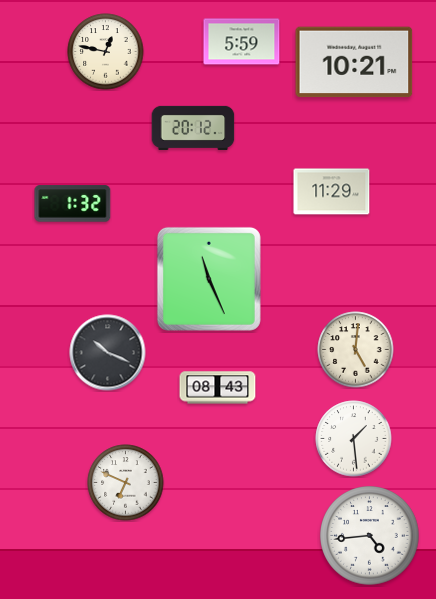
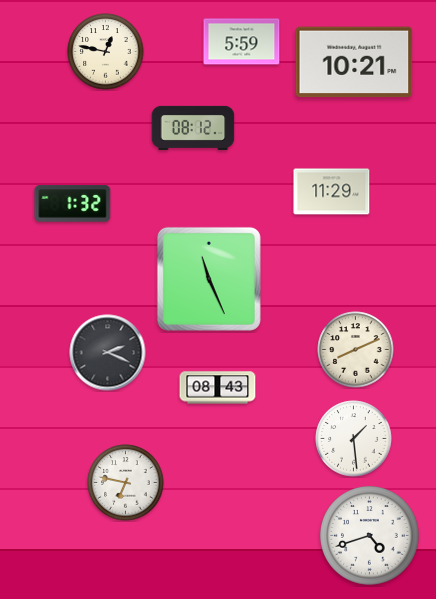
clock at (193, 128): 20:12 -> 08:12
clock at (356, 350): 5:01 -> 8:11
clock at (108, 353): 10:19 -> 2:19
clock at (126, 483): 6:49 -> 6:47
clock at (370, 536): 4:44 -> 4:42
